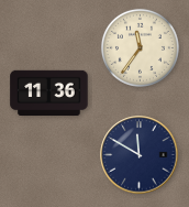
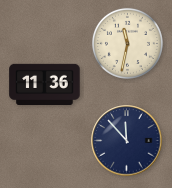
clock at (140, 47): 11:36 -> 11:32
clock at (140, 155): 11:50 -> 11:53
